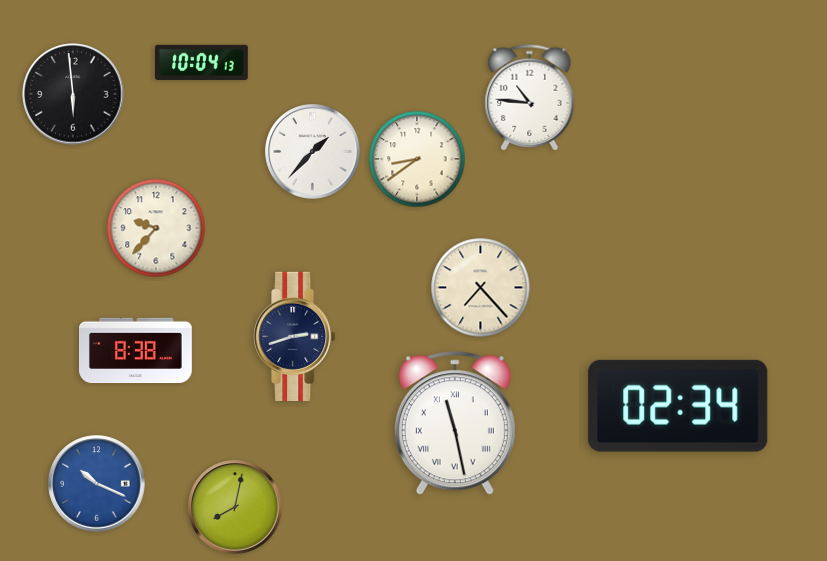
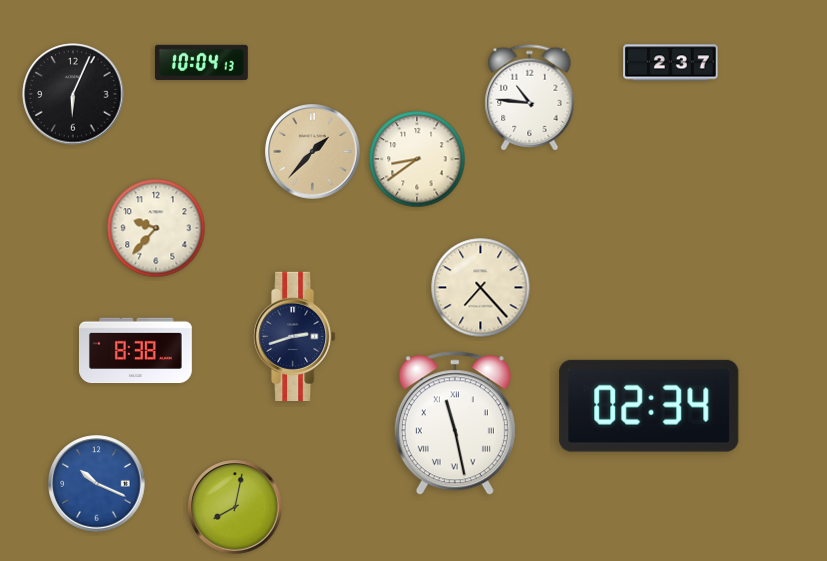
clock at (671, 63): none -> 2:37
clock at (73, 94): 5:59 -> 6:04
clock at (313, 152) dial: white -> champagne
clock at (678, 406) position: (678, 406) -> (649, 406)
